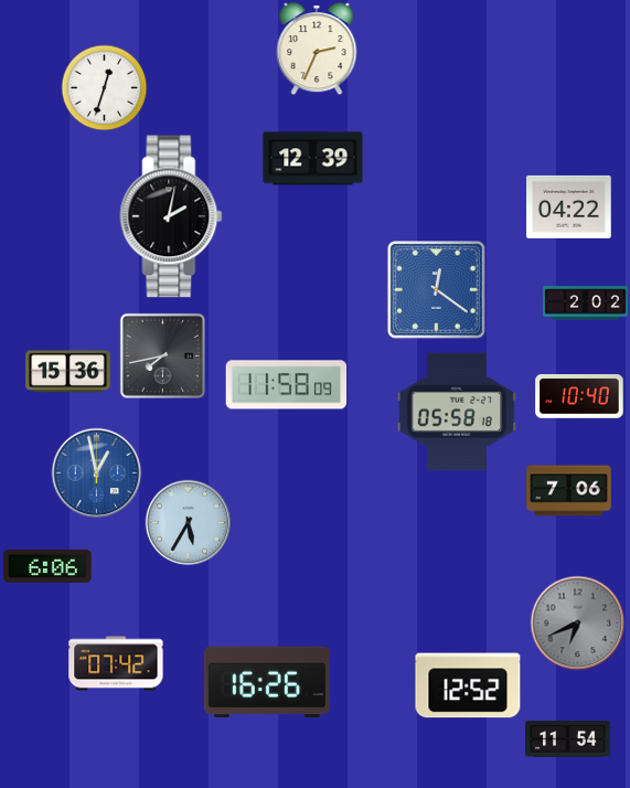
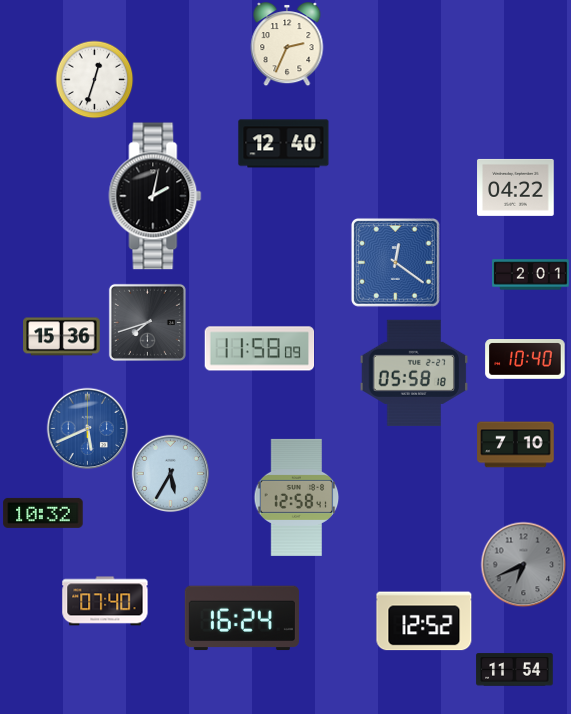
clock at (313, 159): 12:39 -> 12:40
clock at (586, 304): 2:02 -> 2:01
clock at (162, 355): 7:43 -> 7:42
clock at (96, 472): 12:58 -> 5:41
clock at (569, 491): 7:06 -> 7:10
clock at (297, 497): none -> 12:58
clock at (47, 566): 6:06 -> 10:32
clock at (116, 663): 07:42 -> 07:40
clock at (267, 682): 16:26 -> 16:24
